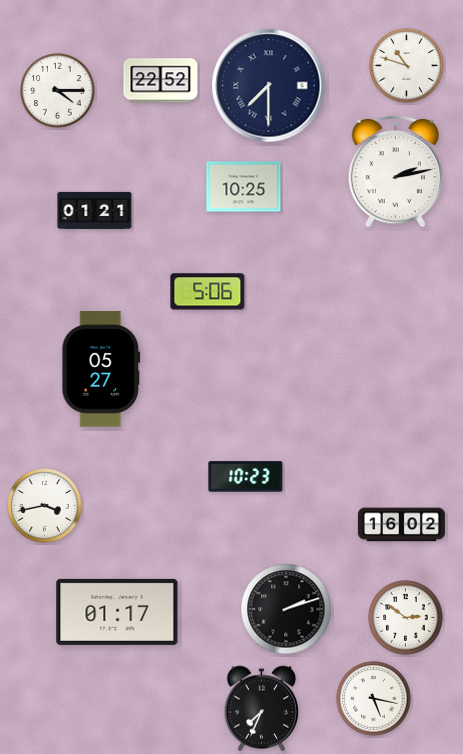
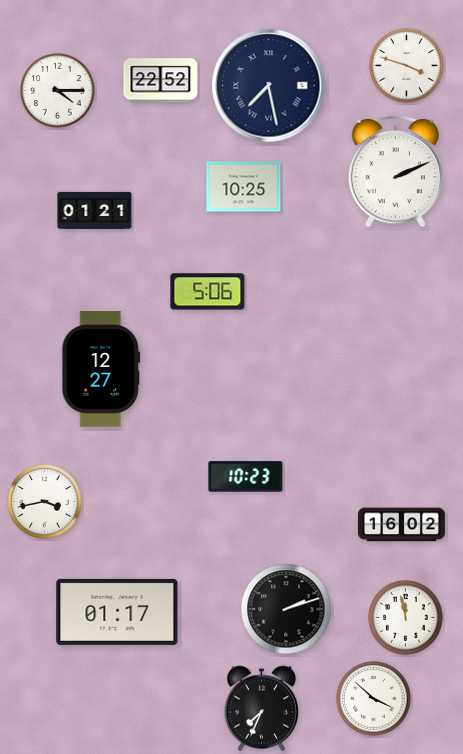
clock at (407, 66): 10:48 -> 3:48
clock at (269, 86): 7:30 -> 7:28
clock at (395, 171): 2:13 -> 2:11
clock at (101, 369): 05:27 -> 12:27
clock at (45, 506) position: (45, 506) -> (45, 502)
clock at (406, 618): 2:51 -> 11:58
clock at (374, 699): 5:17 -> 3:52
